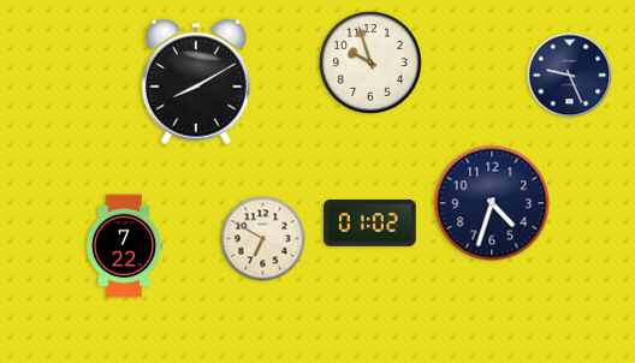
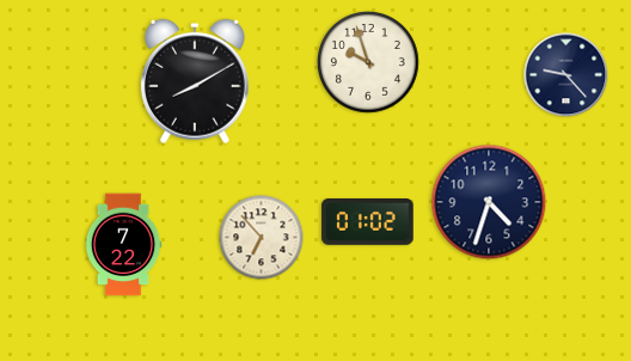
clock at (570, 76): 9:26 -> 9:23
clock at (263, 239): 6:50 -> 6:53
